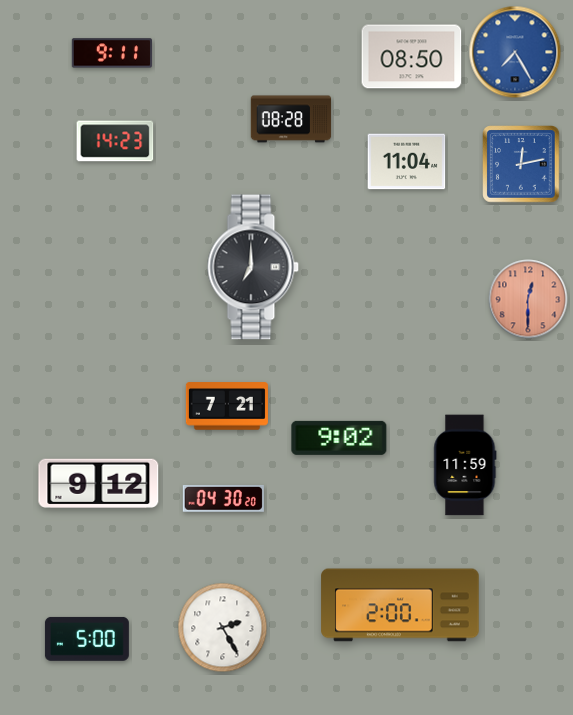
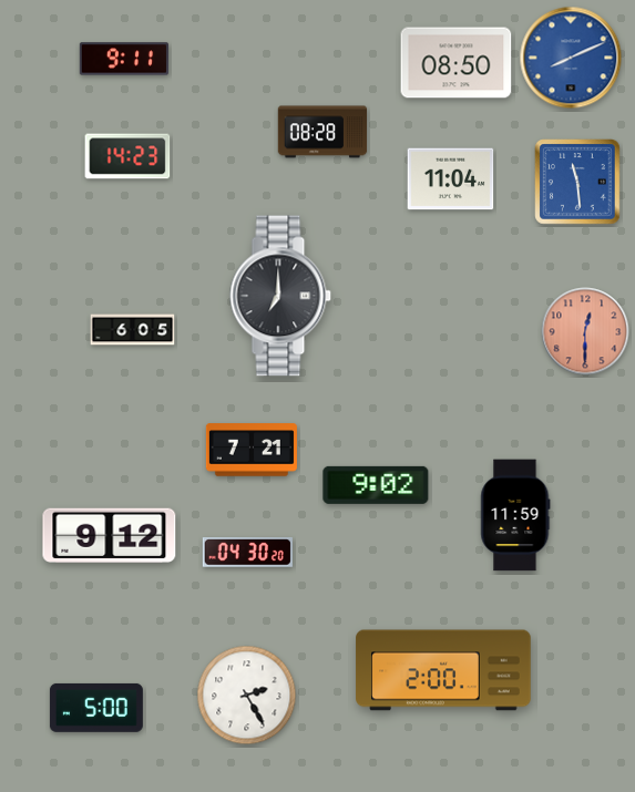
clock at (515, 52): 7:25 -> 8:11
clock at (521, 164): 12:13 -> 11:29
clock at (133, 330): none -> 6:05
